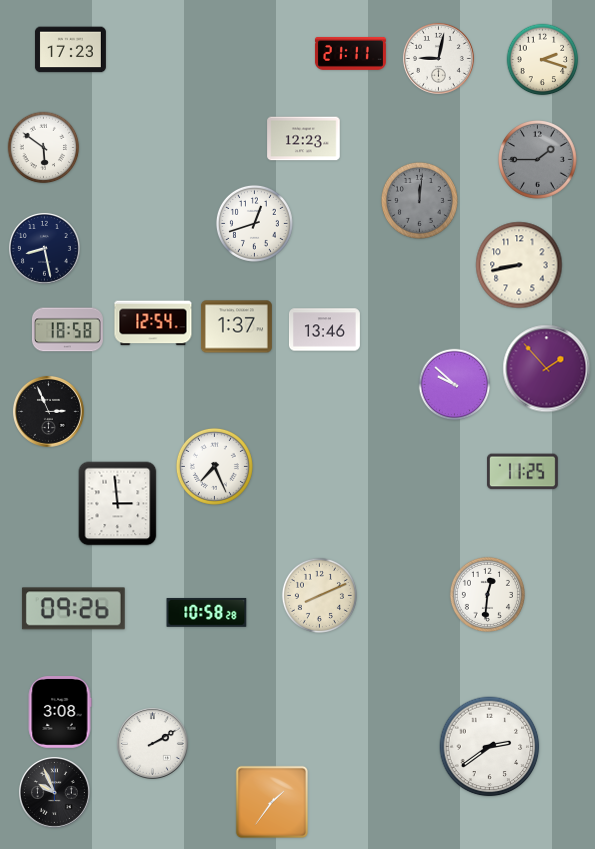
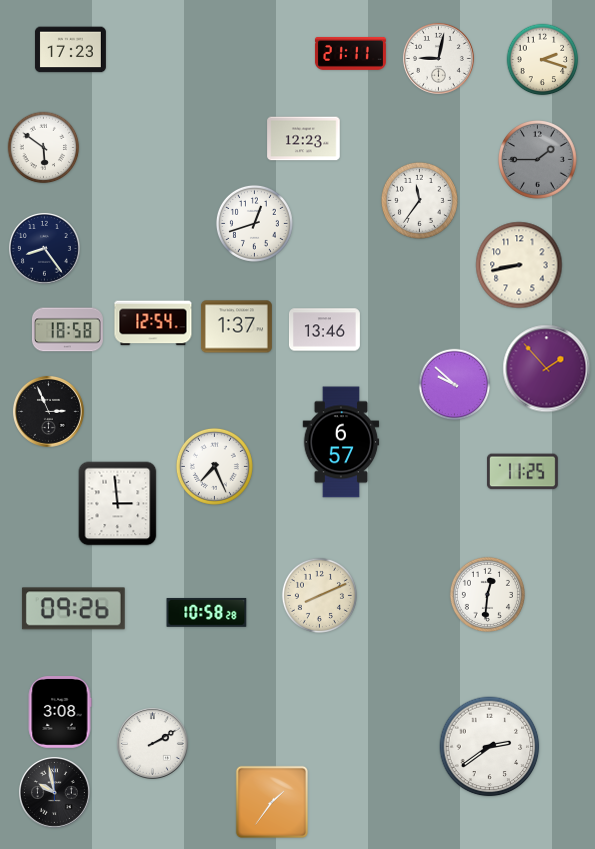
clock at (419, 200): 12:01 -> 11:36
clock at (419, 200) dial: grey -> white
clock at (44, 248): 8:28 -> 8:24
clock at (341, 442): none -> 6:57
clock at (54, 792): 9:56 -> 9:58
